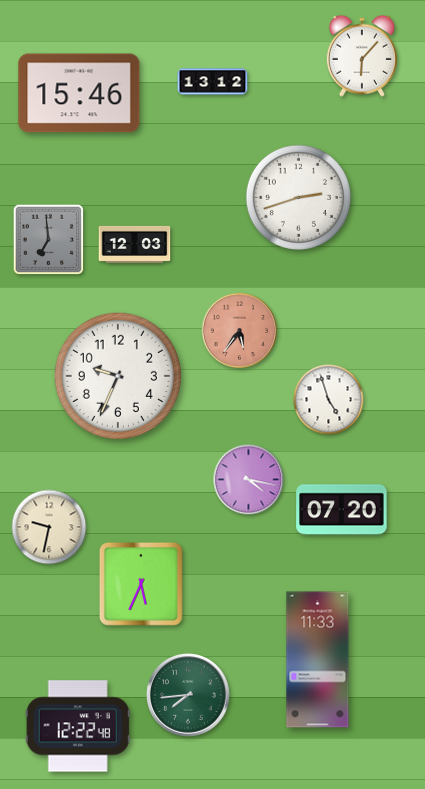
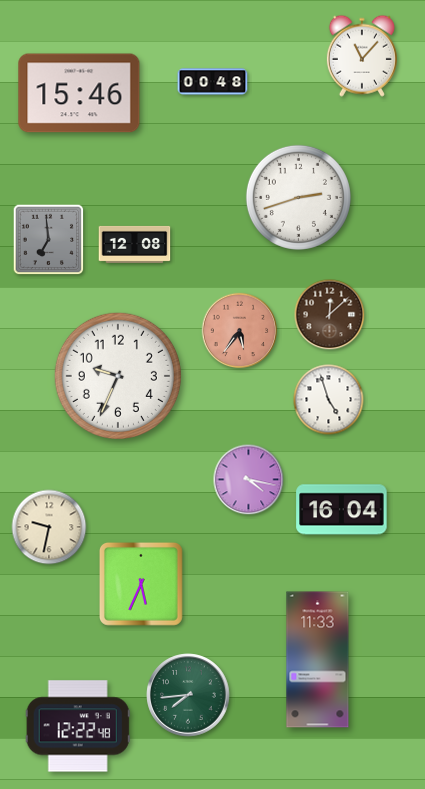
clock at (362, 56): 6:07 -> 11:07
clock at (213, 82): 13:12 -> 00:48
clock at (135, 244): 12:03 -> 12:08
clock at (330, 315): none -> 12:08
clock at (342, 510): 07:20 -> 16:04
